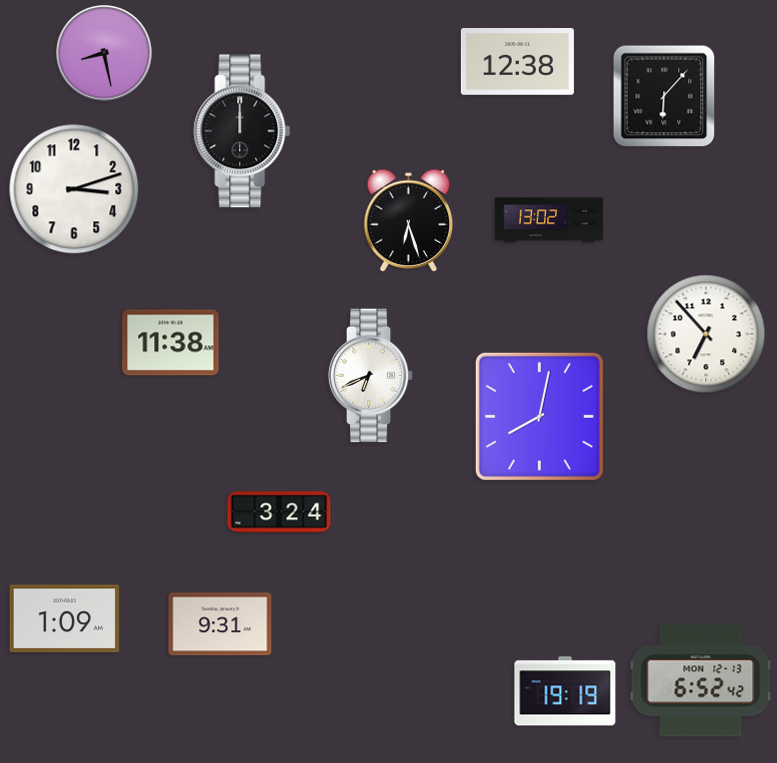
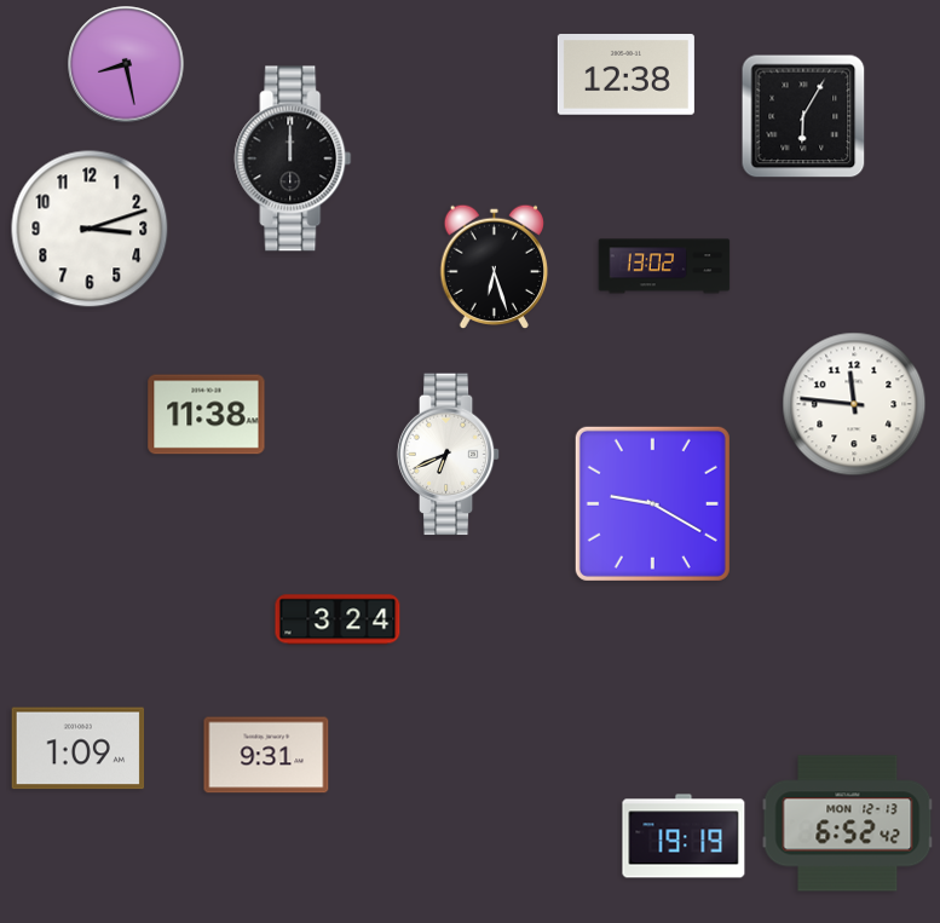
clock at (664, 96): 6:07 -> 6:05
clock at (706, 334): 6:53 -> 11:46
clock at (539, 416): 8:02 -> 9:20
